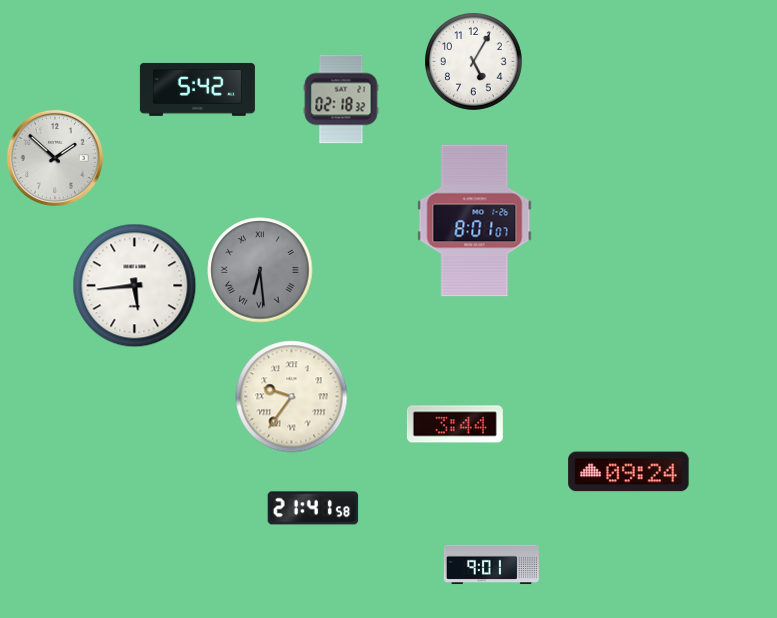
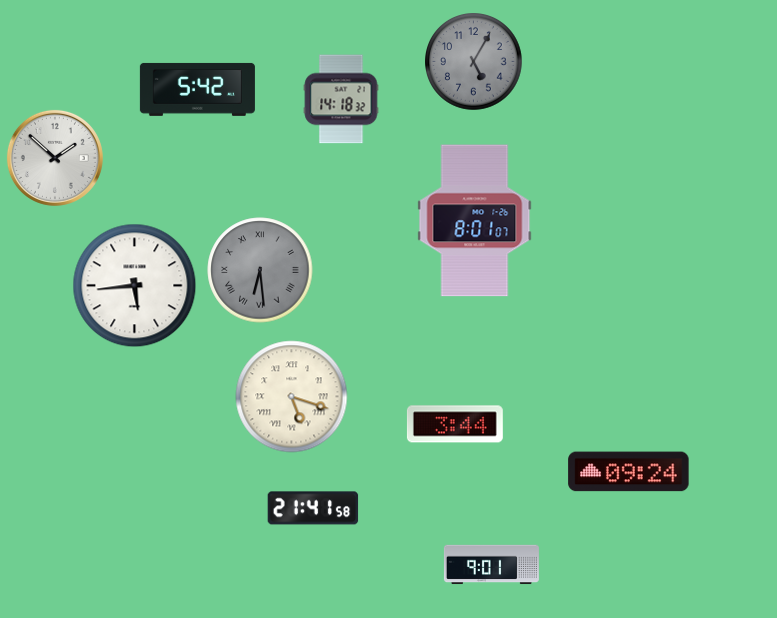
clock at (474, 62) dial: white -> grey
clock at (341, 99): 02:18 -> 14:18
clock at (292, 397): 9:36 -> 5:18
